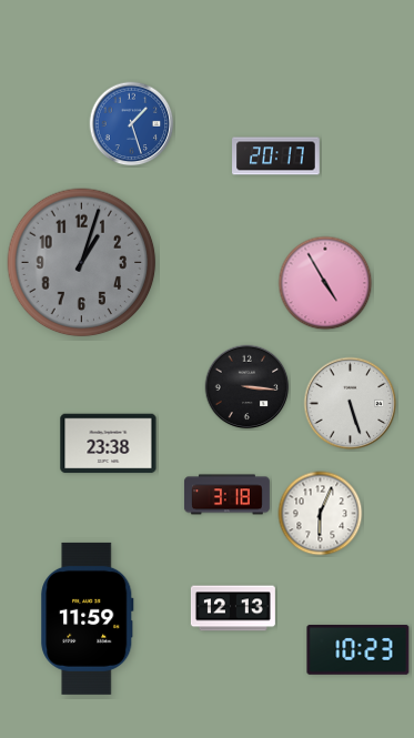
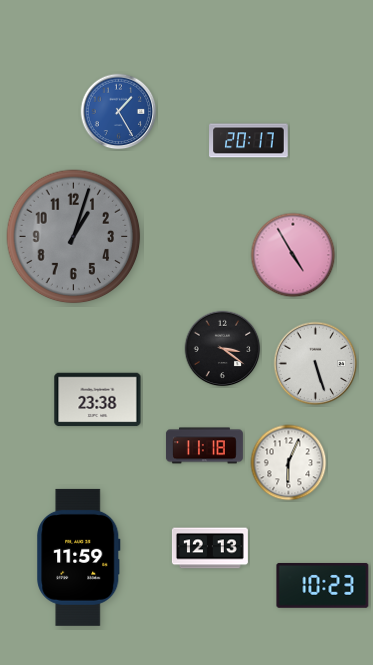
clock at (132, 124): 1:27 -> 1:25
clock at (248, 387): 3:16 -> 3:21
clock at (226, 495): 3:18 -> 11:18
